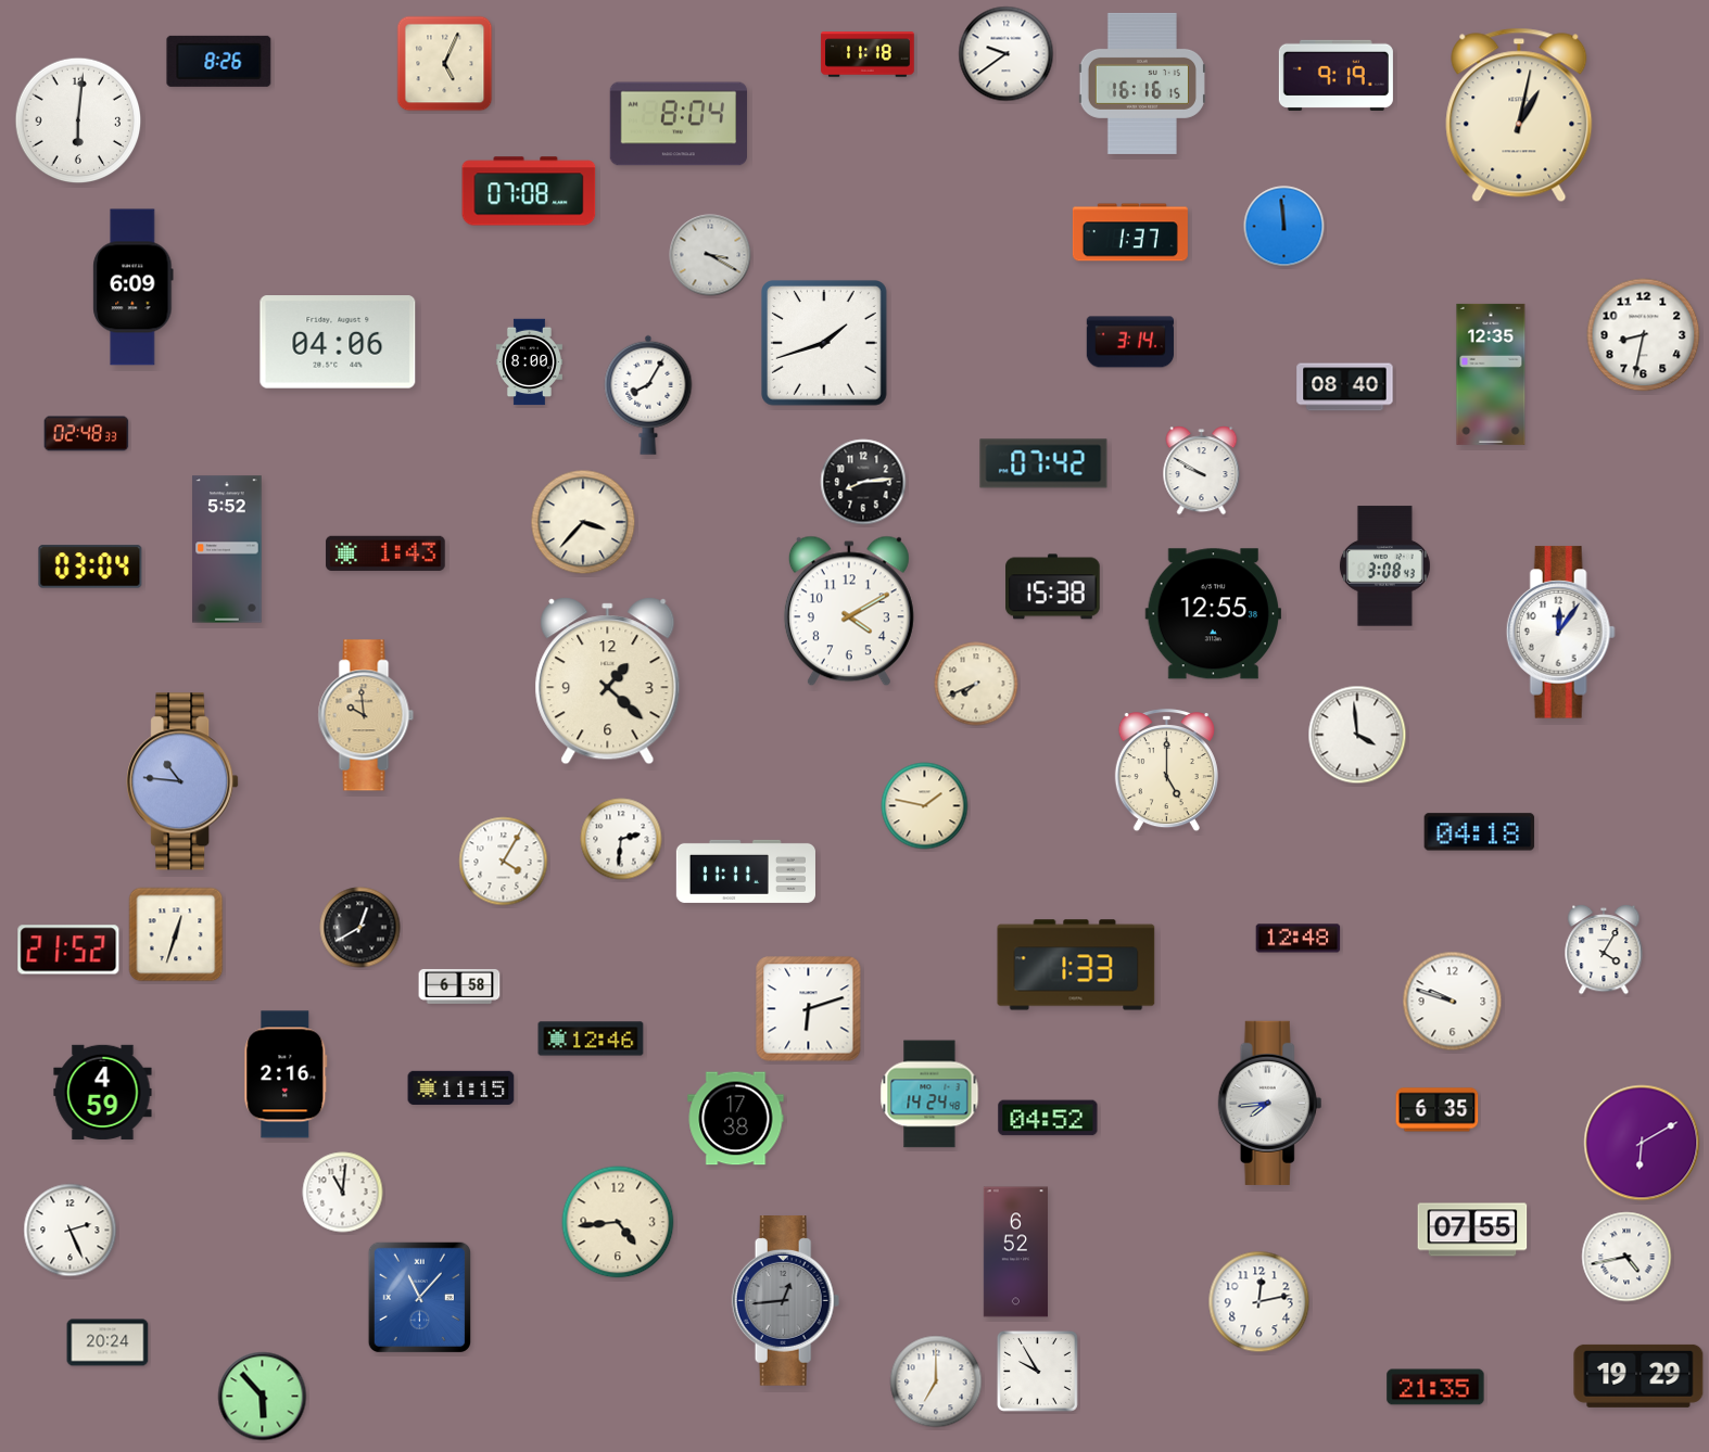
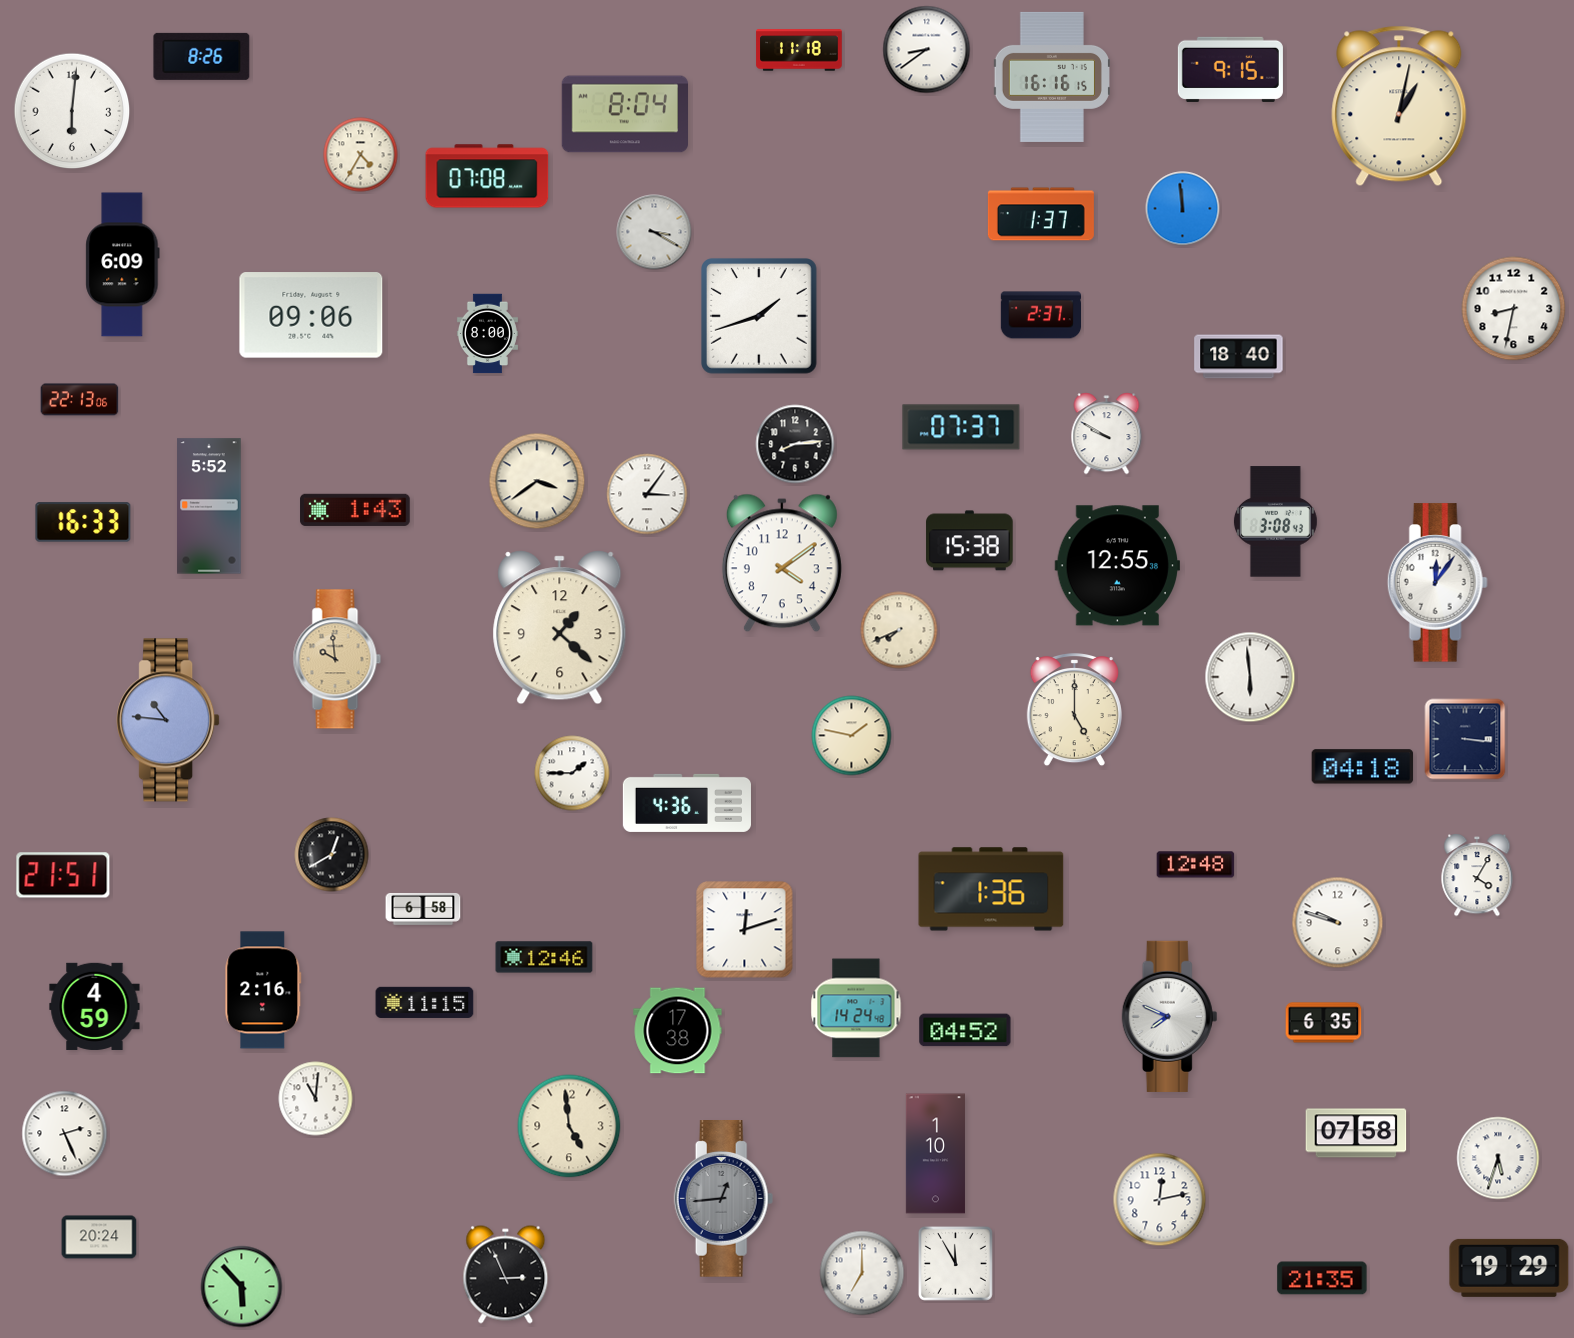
clock at (1007, 54): 9:39 -> 8:39
clock at (445, 64): 5:04 -> none
clock at (1335, 75): 9:19 -> 9:15
clock at (361, 155): none -> 4:35
clock at (710, 255) position: (710, 255) -> (654, 232)
clock at (338, 342): 04:06 -> 09:06
clock at (1129, 342): 3:14 -> 2:37
clock at (1491, 374): 12:35 -> none
clock at (1345, 387): 08:40 -> 18:40
clock at (648, 395): 8:05 -> none
clock at (87, 434): 02:48 -> 22:13
clock at (1043, 463): 07:42 -> 07:37
clock at (583, 522): 3:37 -> 3:39
clock at (647, 494): none -> 3:06
clock at (90, 566): 03:04 -> 16:33
clock at (849, 611): 4:10 -> 4:09
clock at (1357, 735): 3:59 -> 5:59
clock at (1465, 739): none -> 3:16
clock at (925, 806) position: (925, 806) -> (852, 736)
clock at (621, 839): 2:31 -> 1:45
clock at (504, 862): 4:05 -> none
clock at (746, 871): 11:11 -> 4:36
clock at (176, 934): 12:33 -> none
clock at (68, 950): 21:52 -> 21:51
clock at (1076, 965): 1:33 -> 1:36
clock at (809, 1009): 6:12 -> 12:12
clock at (1270, 1103): 7:44 -> 7:49
clock at (1642, 1143): 6:10 -> none
clock at (618, 1222): 4:44 -> 4:59
clock at (1472, 1230): 07:55 -> 07:58
clock at (1015, 1252): 6:52 -> 1:10
clock at (1626, 1257): 4:43 -> 5:33
clock at (419, 1297): 11:07 -> none
clock at (1037, 1371): 9:55 -> 11:55
clock at (506, 1275): none -> 2:56
